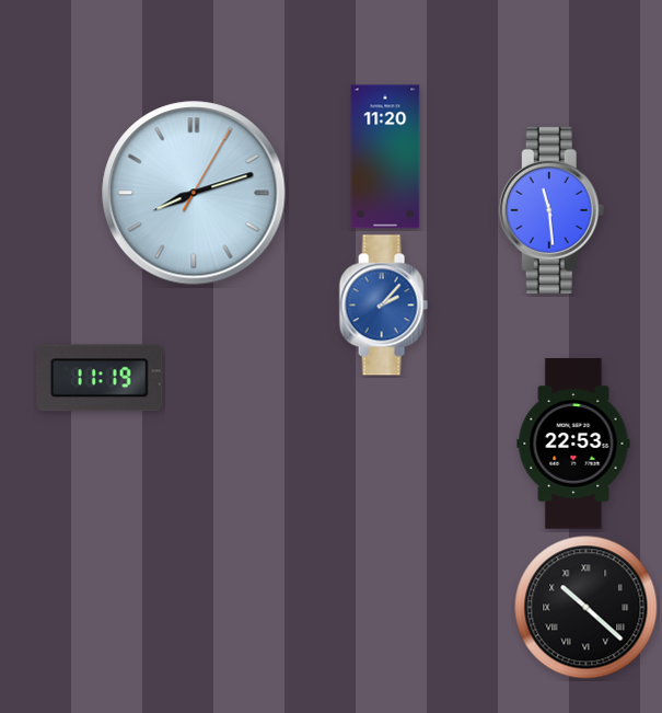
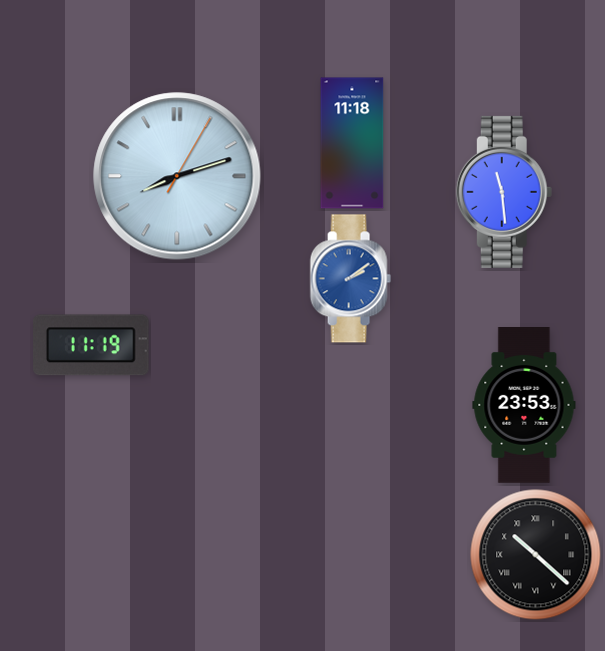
clock at (385, 157): 11:20 -> 11:18
clock at (383, 306): 2:07 -> 2:09
clock at (573, 445): 22:53 -> 23:53
